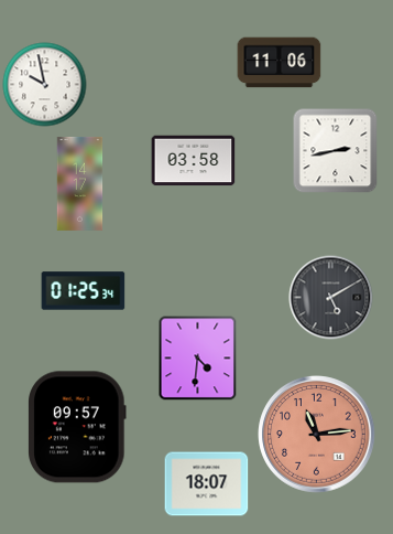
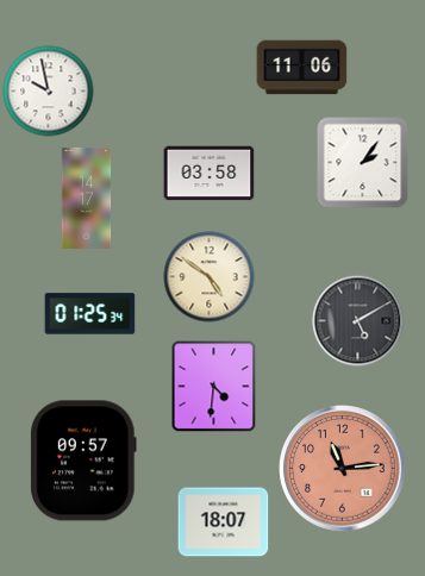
clock at (336, 151): 2:43 -> 2:06
clock at (210, 277): none -> 4:51
